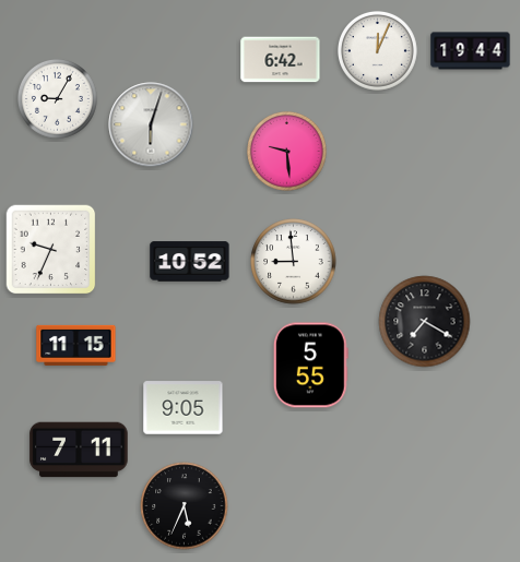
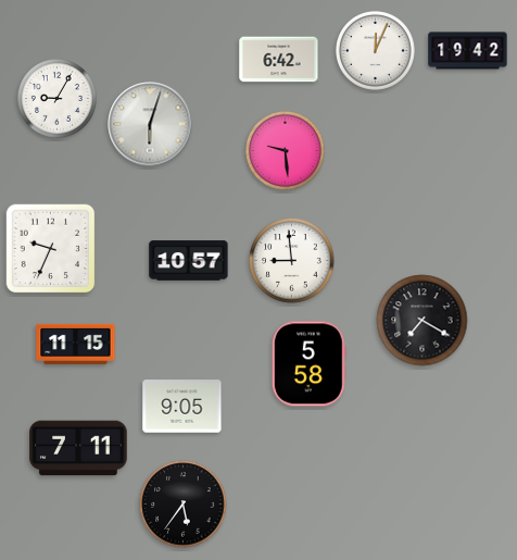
clock at (471, 51): 19:44 -> 19:42
clock at (190, 262): 10:52 -> 10:57
clock at (310, 366): 5:55 -> 5:58
clock at (185, 506): 5:34 -> 5:36
